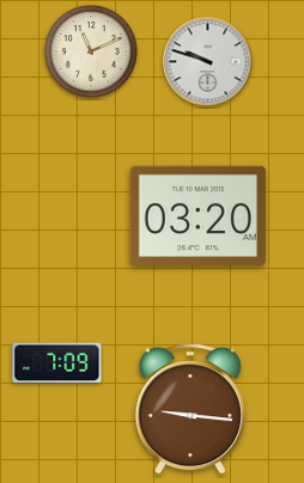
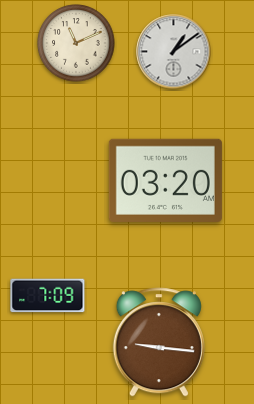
clock at (208, 62): 9:48 -> 1:09
clock at (57, 363) position: (57, 363) -> (48, 296)
